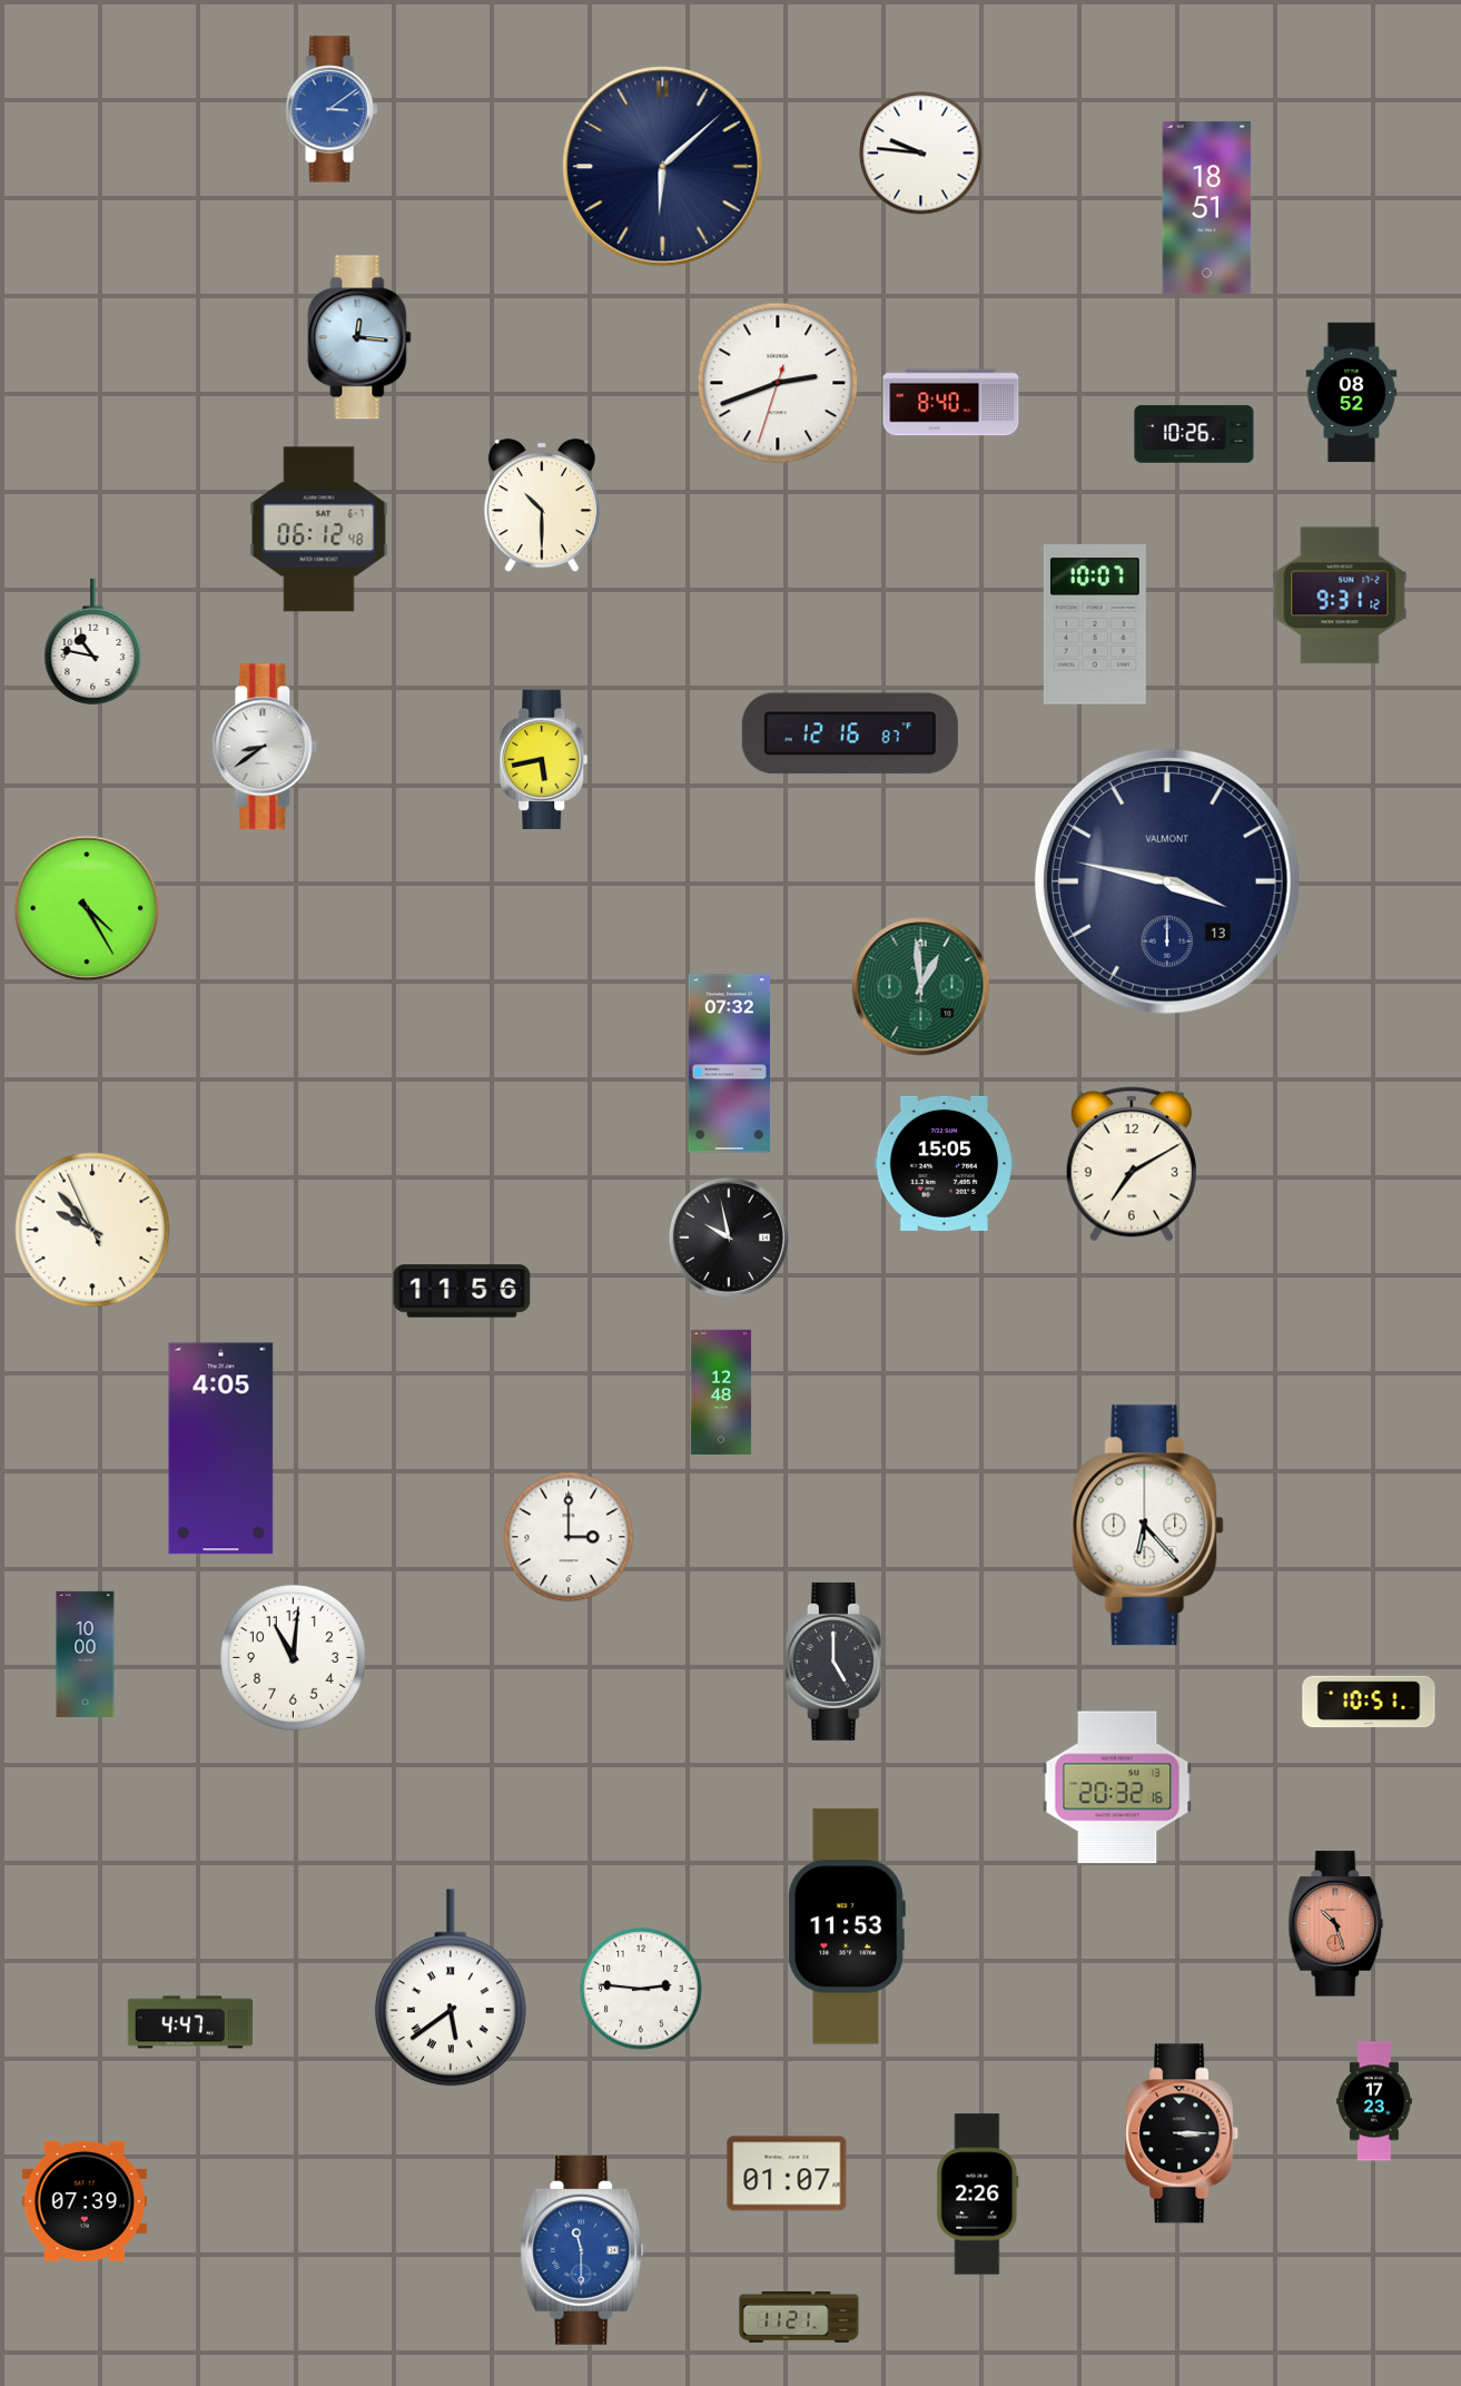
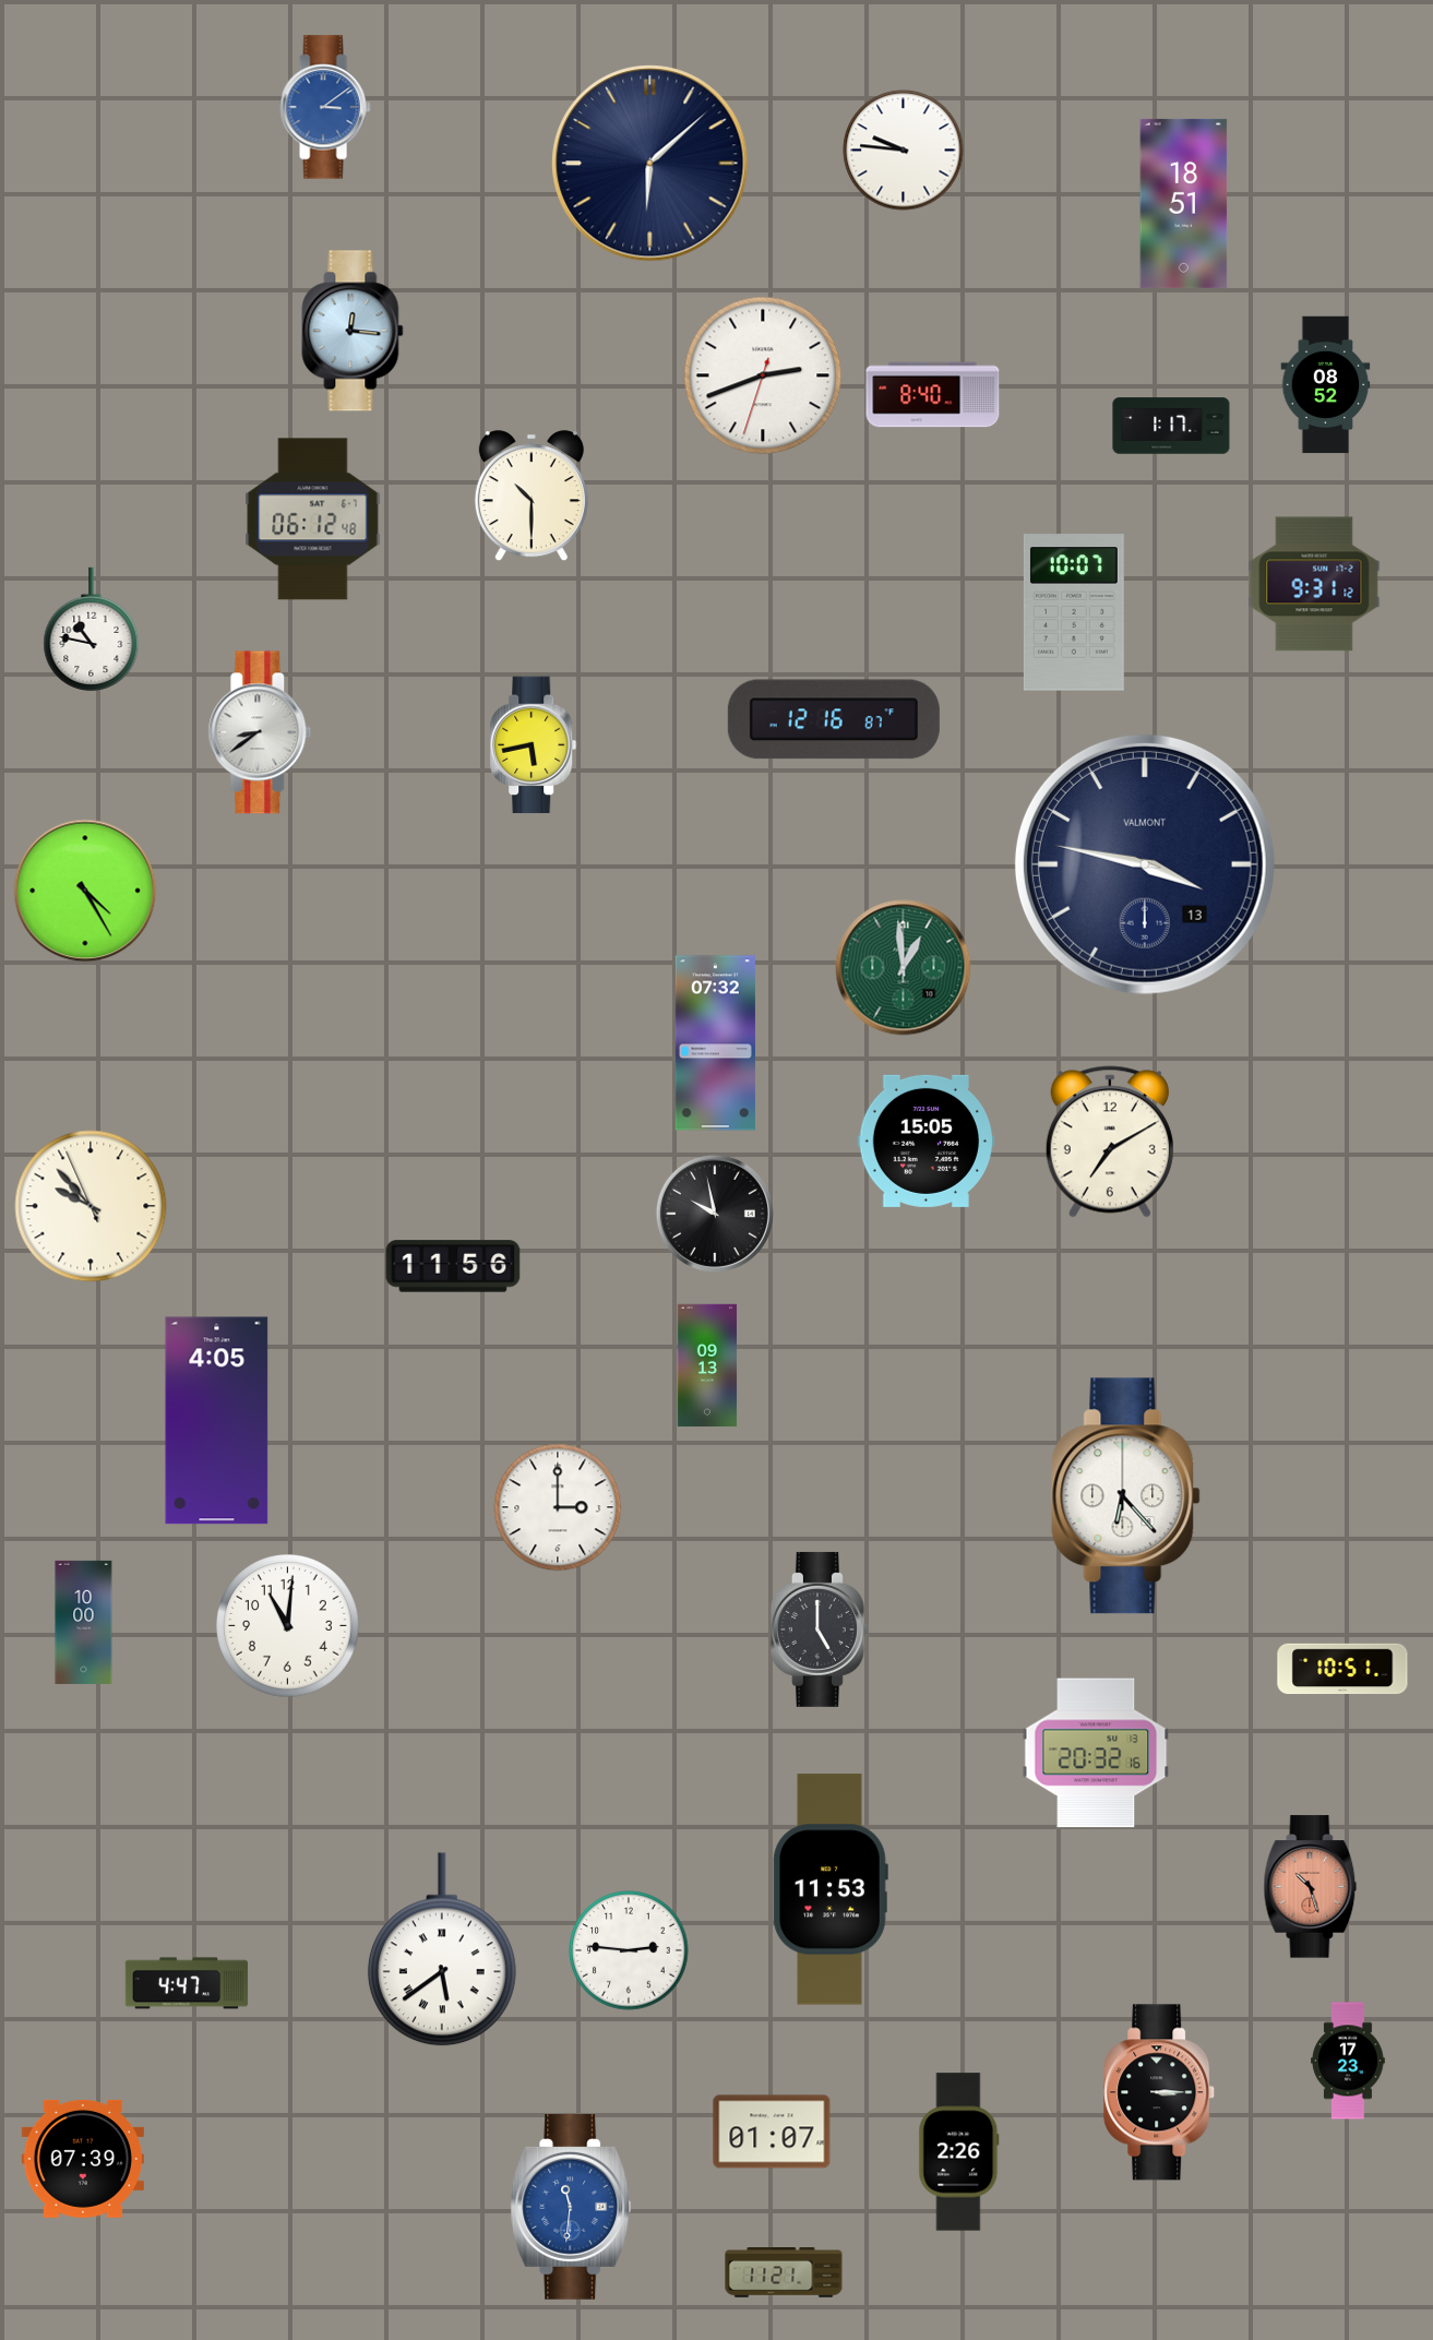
clock at (1194, 434): 10:26 -> 1:17
clock at (721, 1392): 12:48 -> 09:13
clock at (582, 2251): 11:30 -> 11:31
